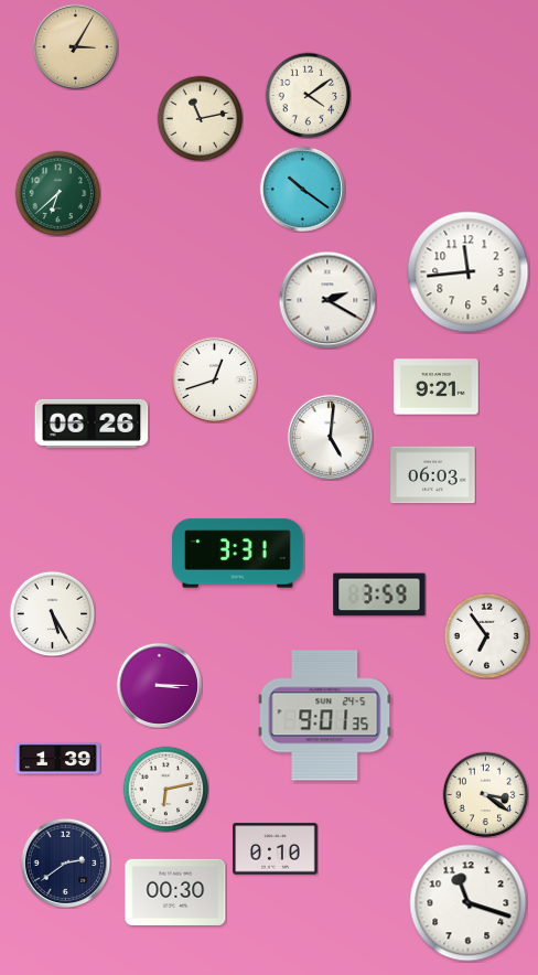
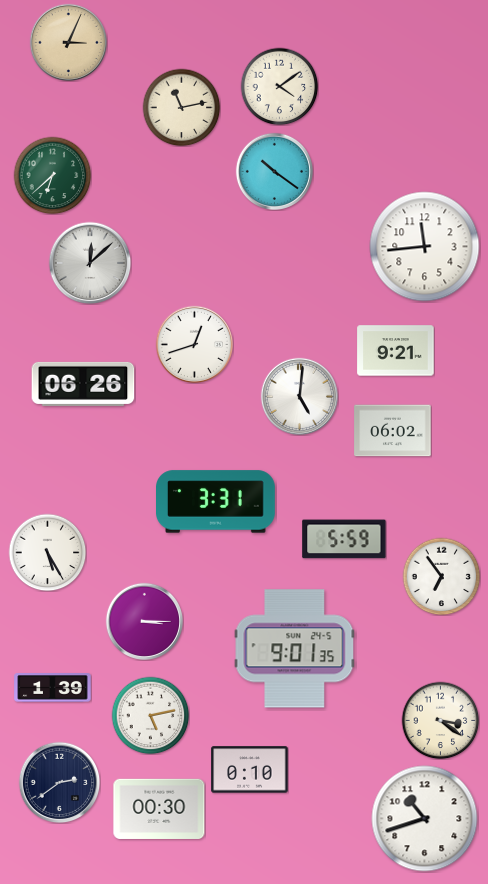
clock at (75, 46): 3:05 -> 3:04
clock at (90, 263): none -> 12:08
clock at (327, 300): 2:20 -> none
clock at (433, 475): 06:03 -> 06:02
clock at (379, 594): 3:59 -> 5:59
clock at (52, 613) position: (52, 613) -> (47, 552)
clock at (165, 789): 6:13 -> 5:13
clock at (469, 903): 11:18 -> 10:42
